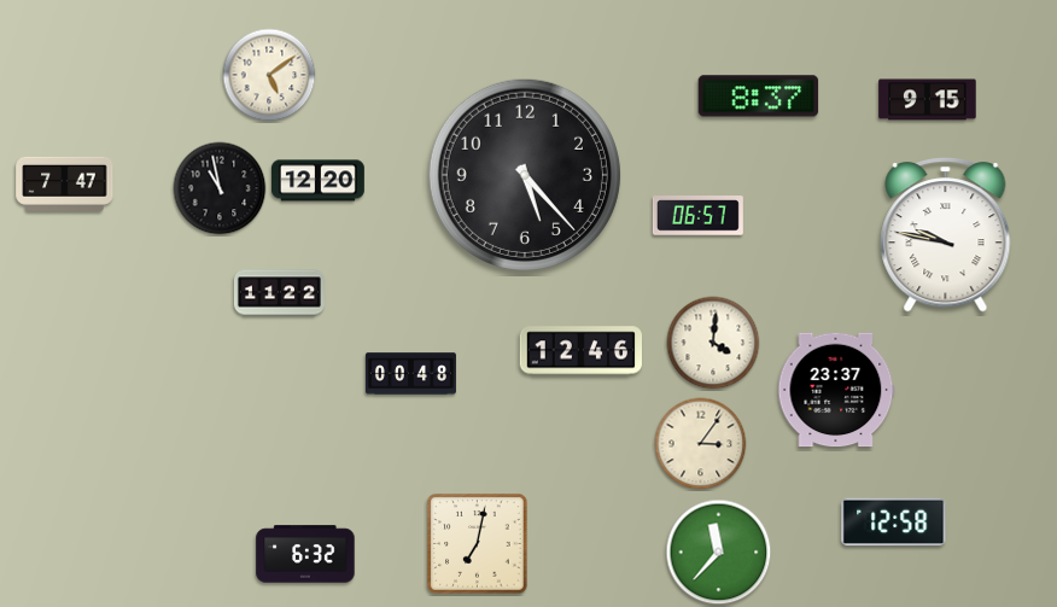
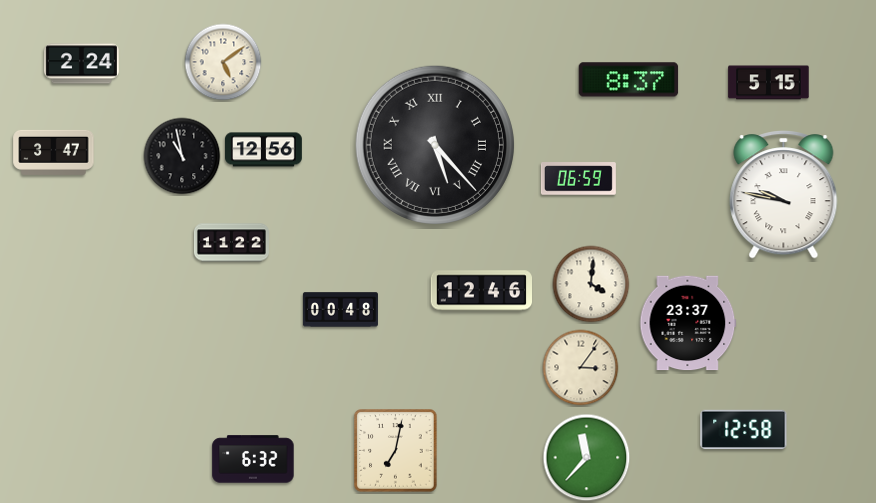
clock at (81, 64): none -> 2:24
clock at (928, 100): 9:15 -> 5:15
clock at (525, 175) numerals: Arabic -> Roman
clock at (319, 181): 12:20 -> 12:56
clock at (65, 183): 7:47 -> 3:47
clock at (697, 216): 06:57 -> 06:59
clock at (836, 390) position: (836, 390) -> (688, 323)
clock at (894, 523) position: (894, 523) -> (744, 430)
clock at (719, 553) position: (719, 553) -> (587, 458)
